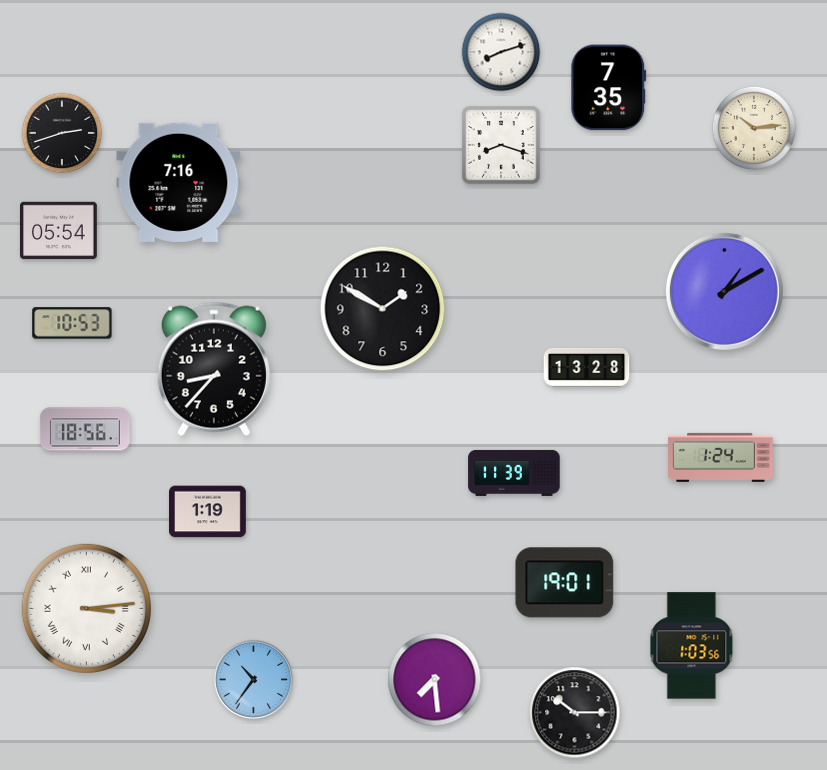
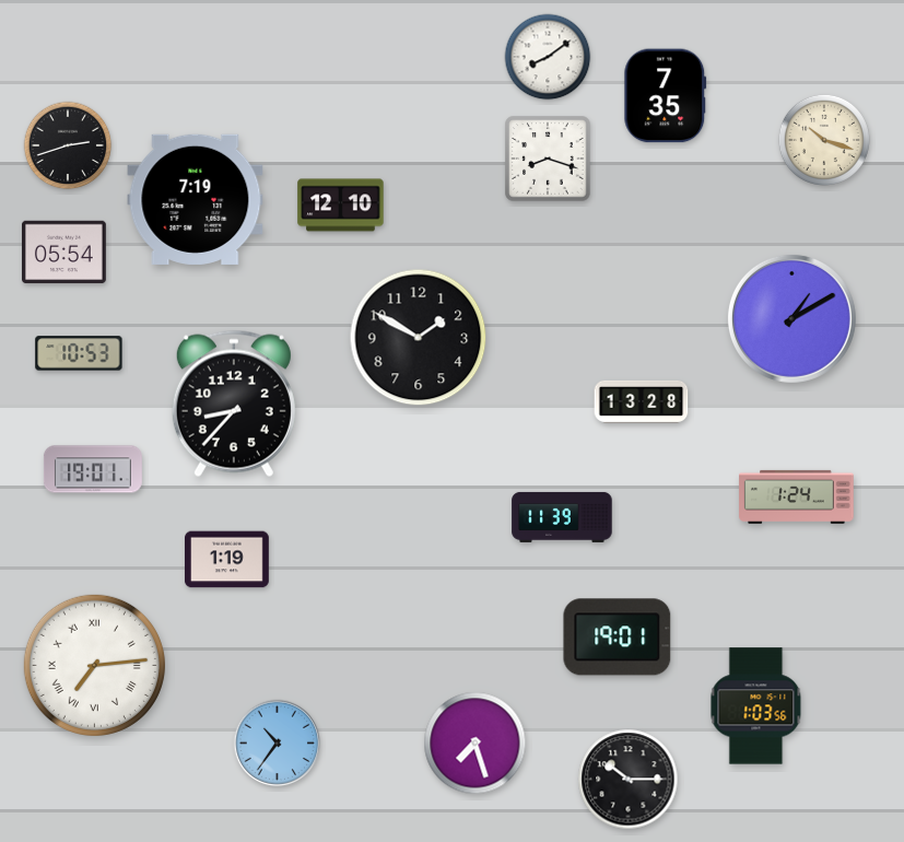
clock at (501, 52): 8:12 -> 8:09
clock at (754, 128): 10:14 -> 10:18
clock at (179, 182): 7:16 -> 7:19
clock at (341, 206): none -> 12:10
clock at (85, 429): 18:56 -> 19:01
clock at (721, 457) position: (721, 457) -> (797, 496)
clock at (86, 608): 3:14 -> 7:14
clock at (435, 680): 7:29 -> 7:27
